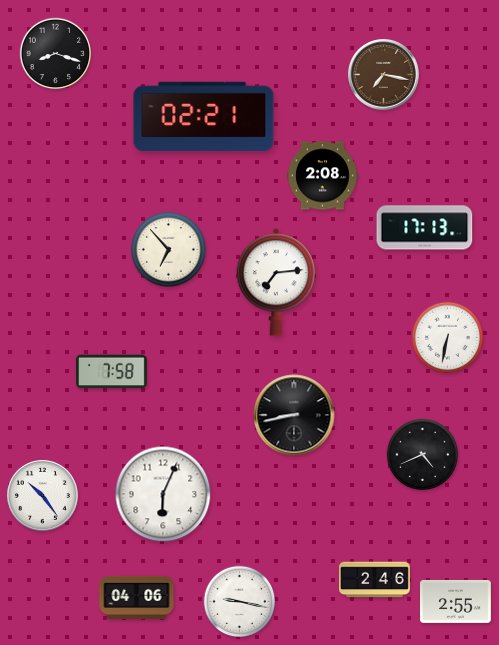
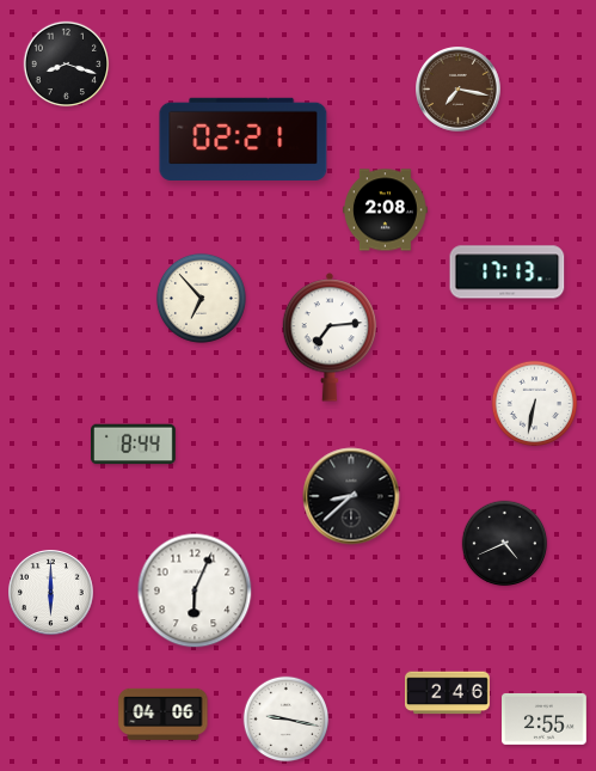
clock at (112, 372): 7:58 -> 8:44
clock at (294, 415): 8:43 -> 8:38
clock at (43, 496): 10:24 -> 6:00
